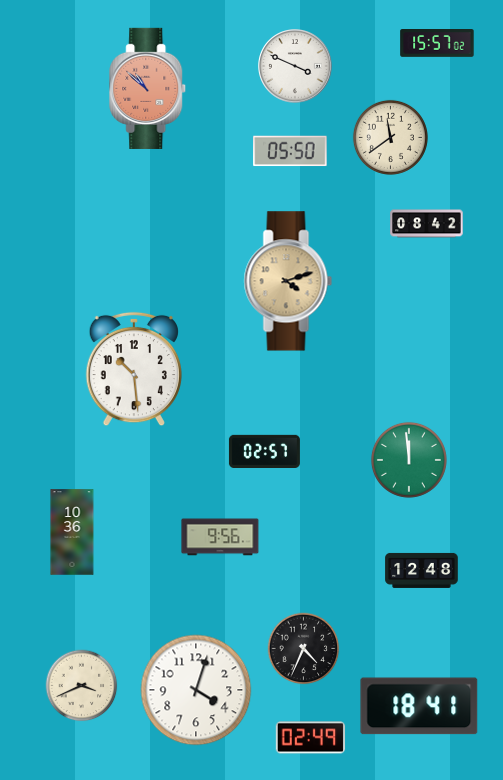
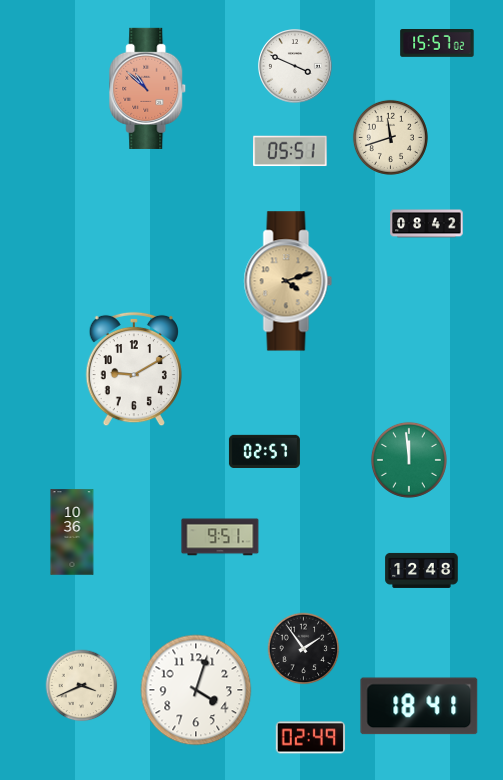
clock at (390, 137): 11:39 -> 11:42
clock at (290, 151): 05:50 -> 05:51
clock at (133, 369): 10:29 -> 9:10
clock at (220, 537): 9:56 -> 9:51
clock at (304, 649): 4:34 -> 1:54
